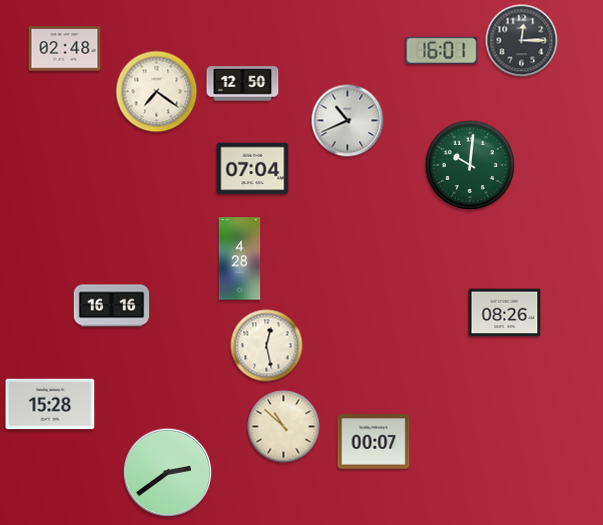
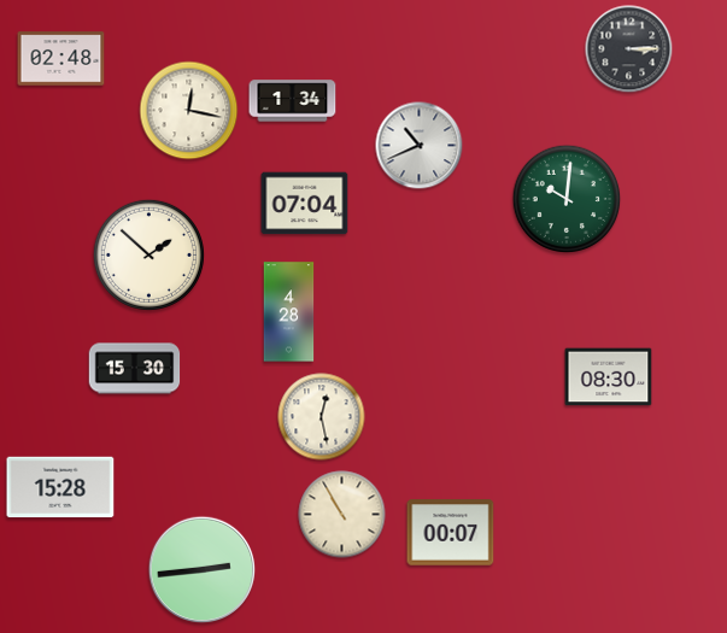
clock at (522, 41): 12:15 -> 3:15
clock at (65, 49) position: (65, 49) -> (61, 59)
clock at (442, 50): 16:01 -> none
clock at (243, 84): 12:50 -> 1:34
clock at (157, 92): 7:21 -> 12:17
clock at (148, 254): none -> 1:52
clock at (112, 306): 16:16 -> 15:30
clock at (505, 313): 08:26 -> 08:30
clock at (284, 427): 10:52 -> 10:55
clock at (168, 473): 2:39 -> 2:44
